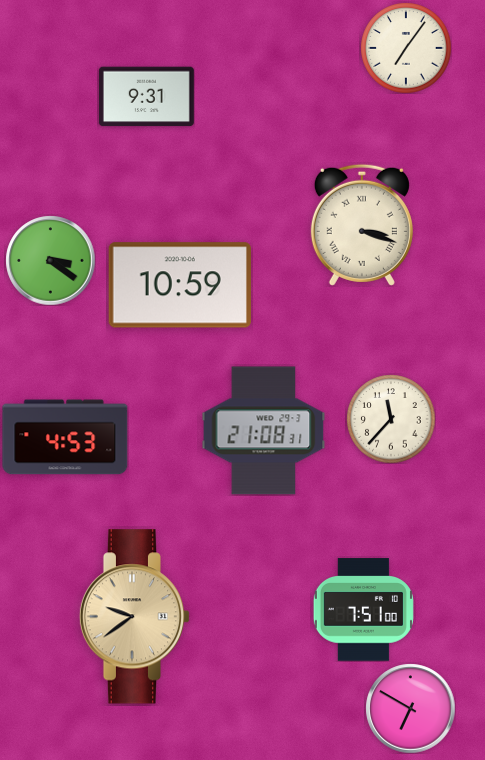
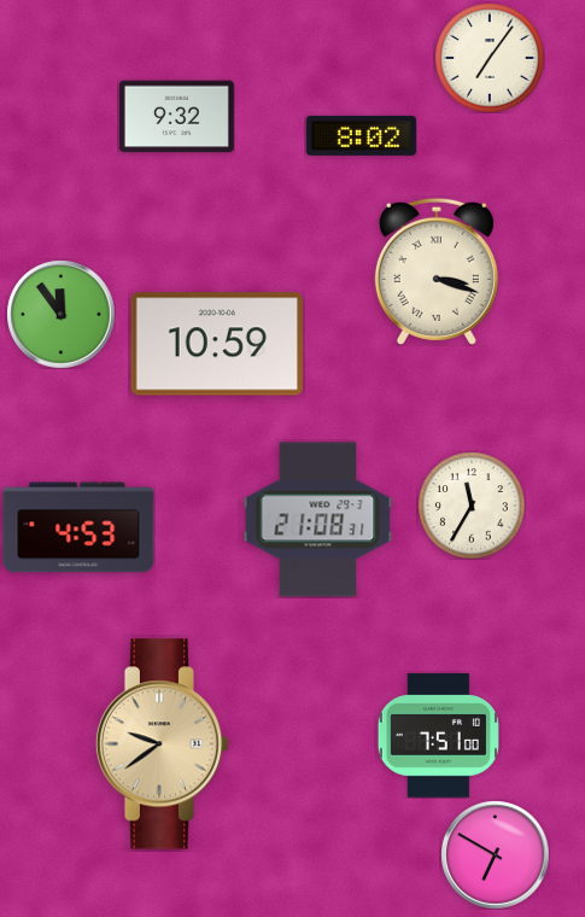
clock at (146, 97): 9:31 -> 9:32
clock at (361, 135): none -> 8:02
clock at (50, 260): 3:21 -> 11:54
clock at (391, 419): 11:37 -> 11:35
